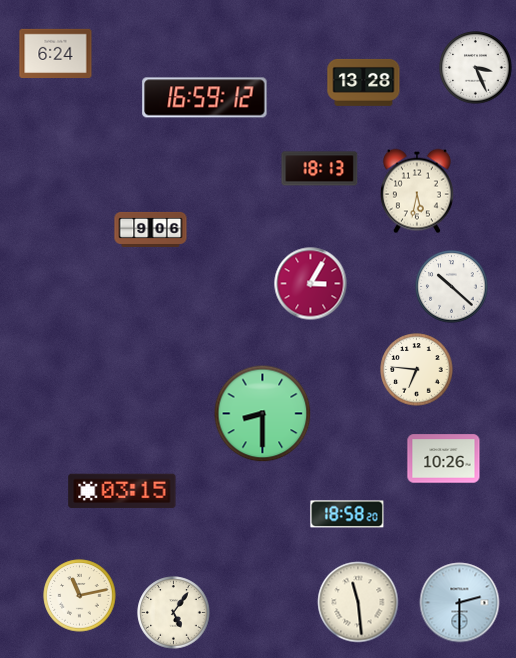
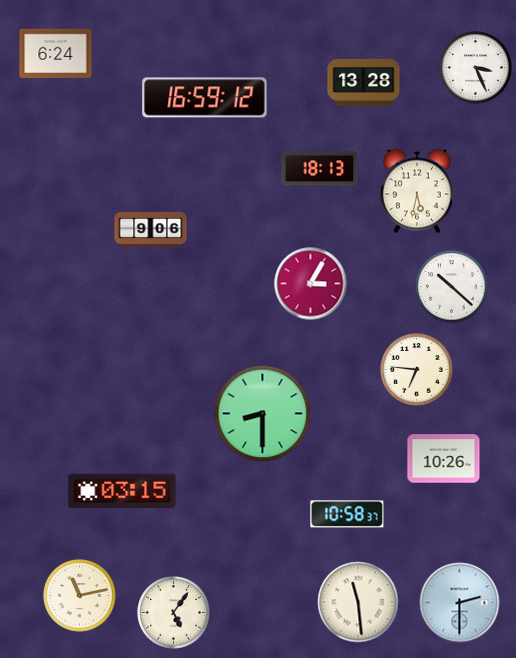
clock at (347, 514): 18:58 -> 10:58
